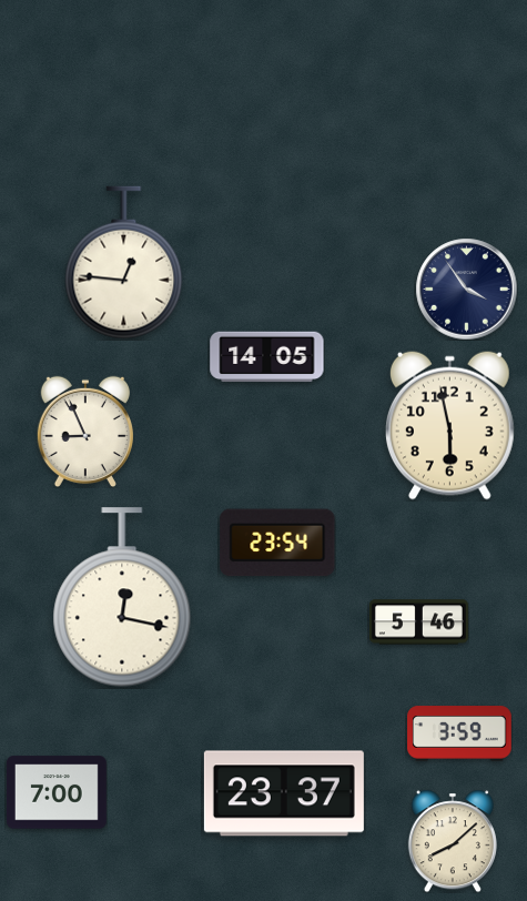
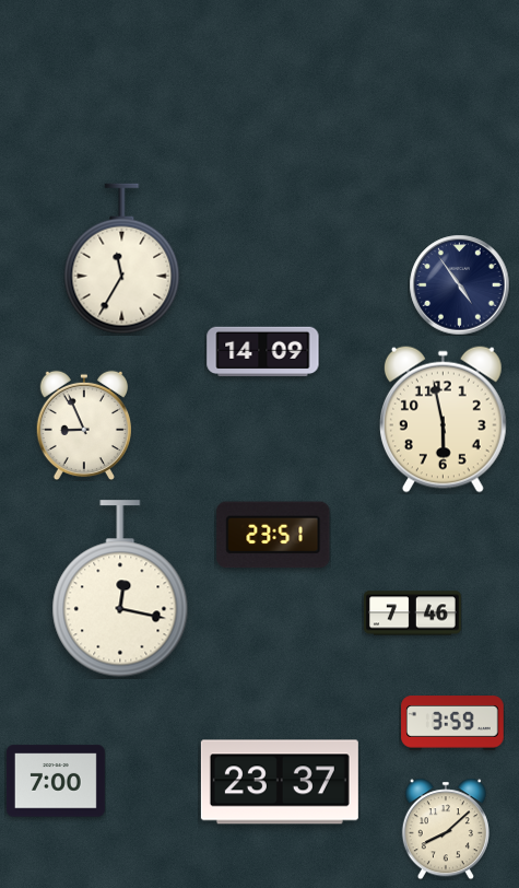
clock at (124, 263): 12:46 -> 11:35
clock at (466, 288): 3:54 -> 4:54
clock at (267, 357): 14:05 -> 14:09
clock at (277, 543): 23:54 -> 23:51
clock at (418, 622): 5:46 -> 7:46
